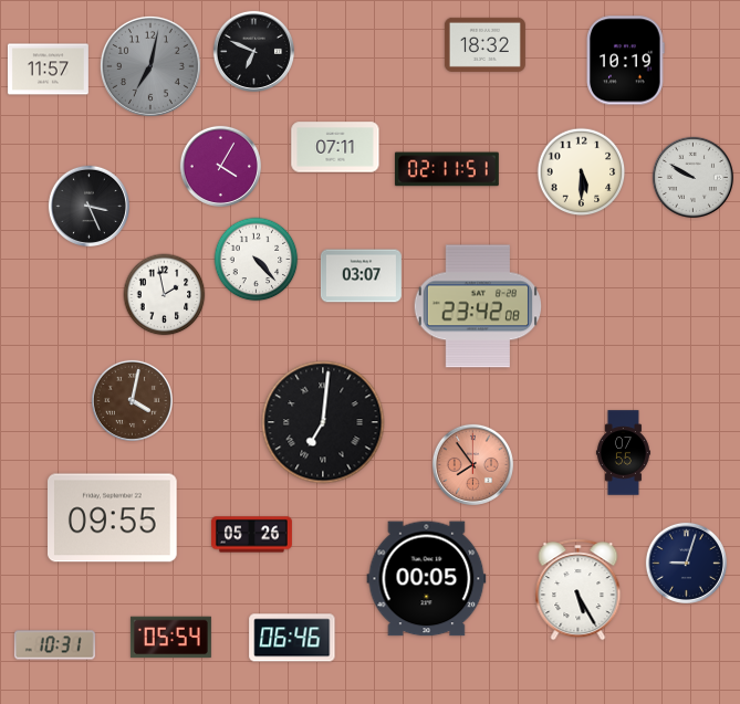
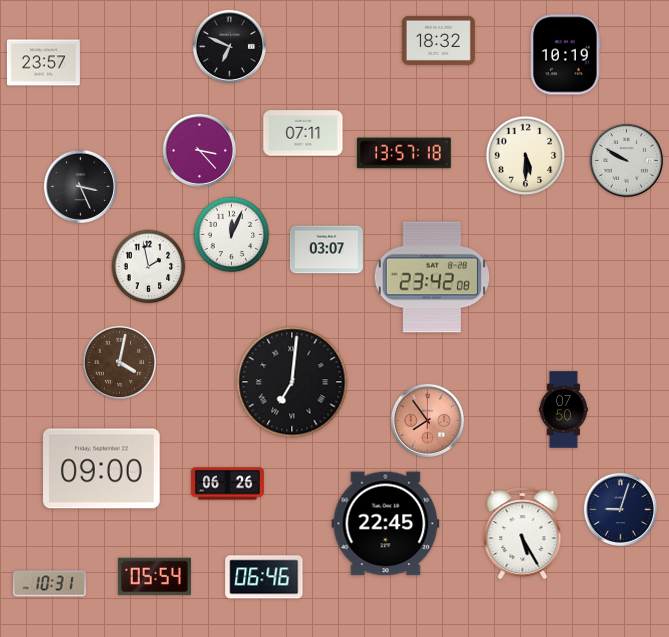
clock at (150, 66): 7:02 -> none
clock at (48, 70): 11:57 -> 23:57
clock at (220, 166): 4:05 -> 3:23
clock at (447, 169): 02:11 -> 13:57
clock at (257, 260): 4:23 -> 12:04
clock at (623, 453): 07:55 -> 07:50
clock at (113, 518): 09:55 -> 09:00
clock at (251, 535): 05:26 -> 06:26
clock at (427, 579): 00:05 -> 22:45
